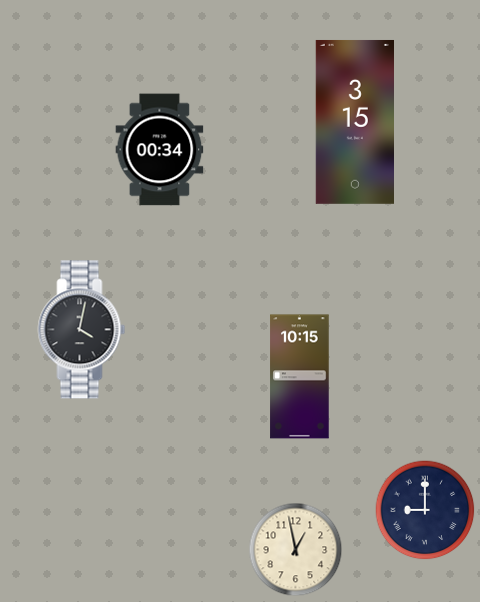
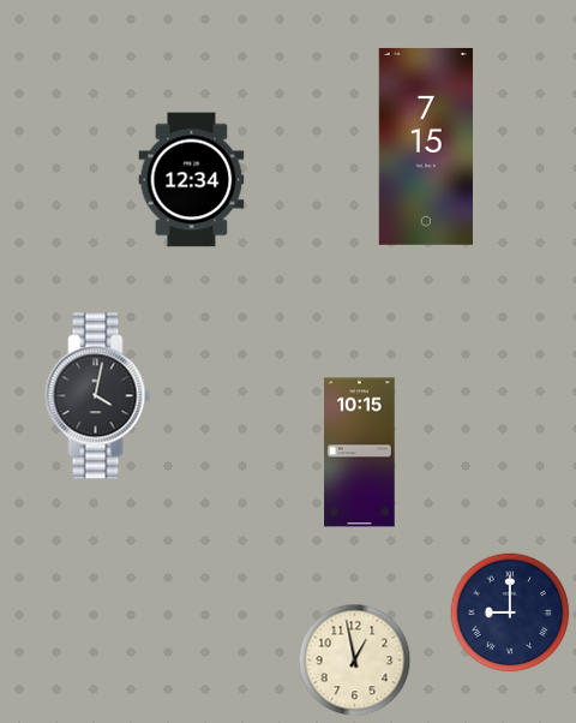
clock at (354, 122): 3:15 -> 7:15
clock at (160, 150): 00:34 -> 12:34
